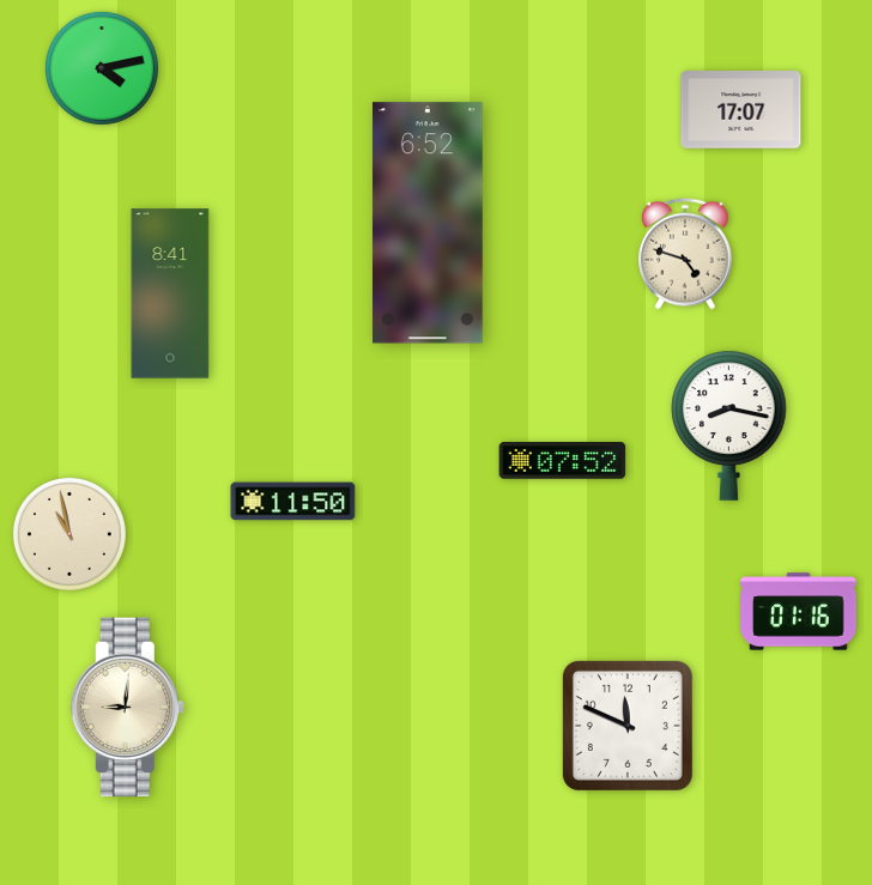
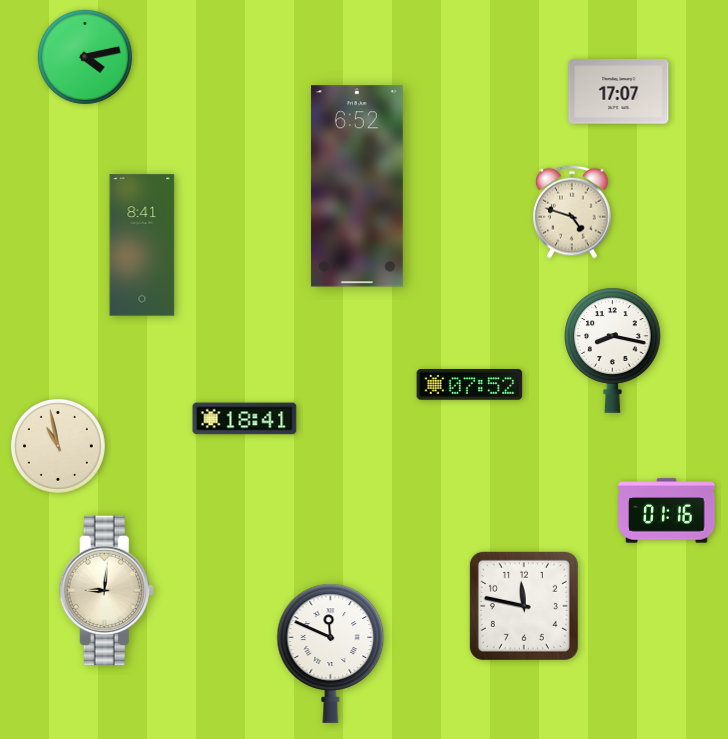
clock at (729, 425) position: (729, 425) -> (613, 350)
clock at (293, 502): 11:50 -> 18:41
clock at (628, 726): 11:49 -> 11:47
clock at (331, 653): none -> 11:49
